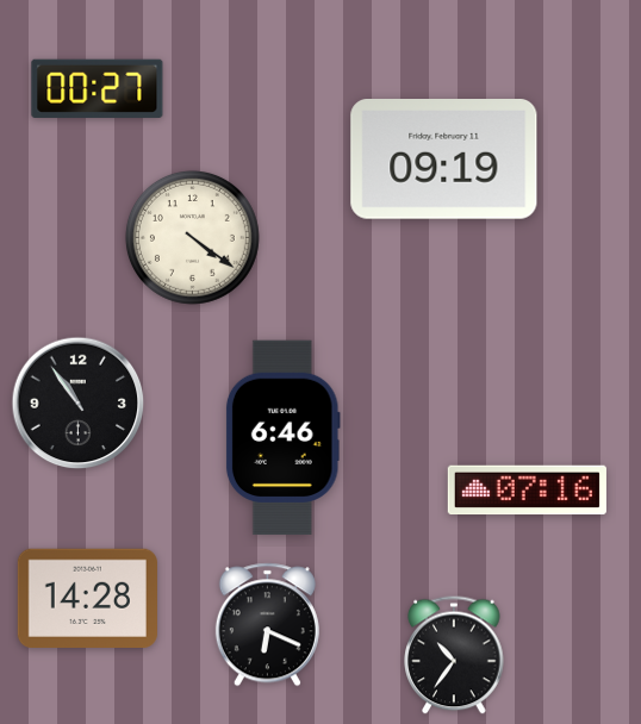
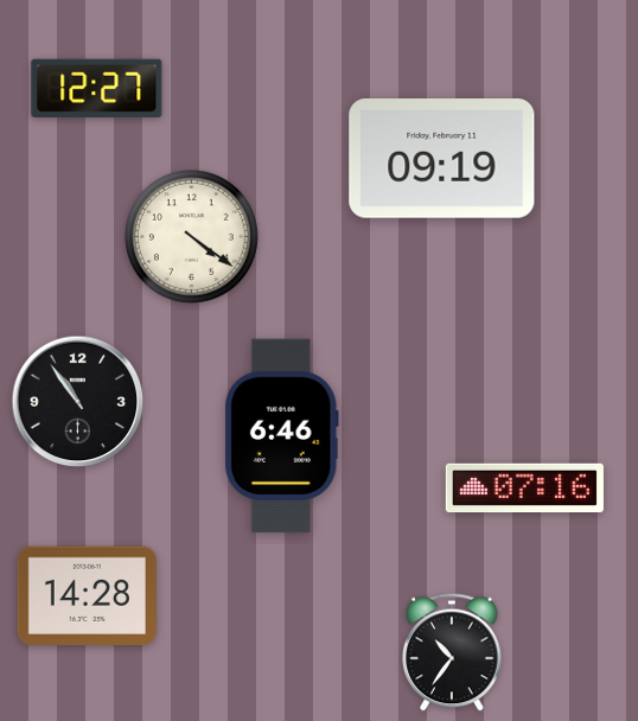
clock at (98, 88): 00:27 -> 12:27
clock at (267, 625): 6:19 -> none
